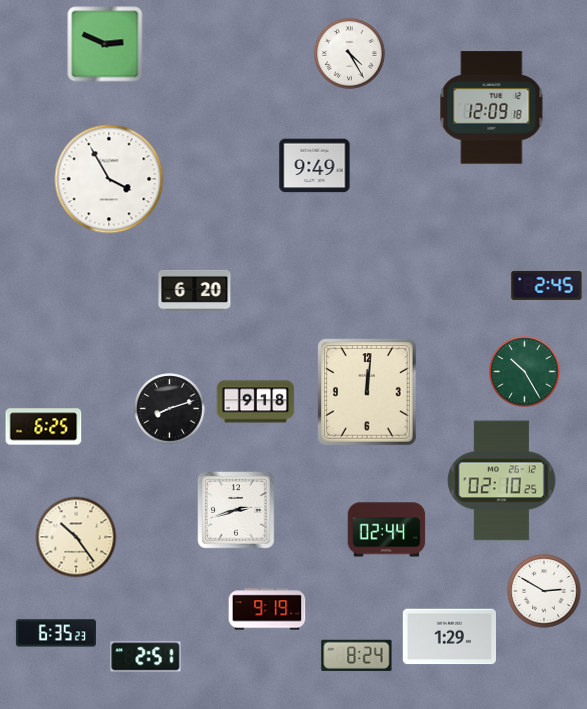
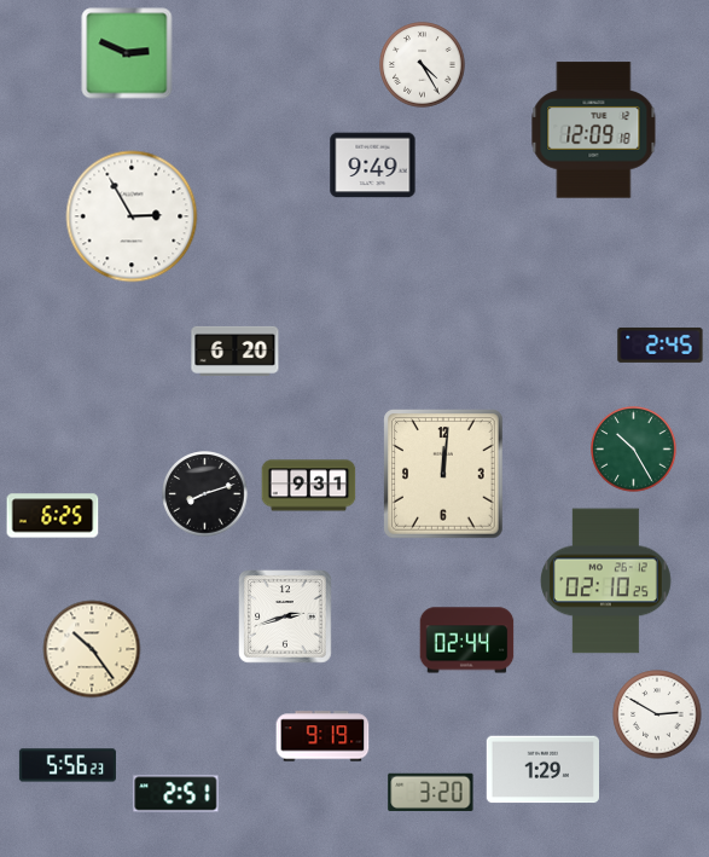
clock at (315, 166) position: (315, 166) -> (373, 166)
clock at (109, 179): 3:55 -> 2:55
clock at (256, 402): 9:18 -> 9:31
clock at (56, 633): 6:35 -> 5:56
clock at (357, 655): 8:24 -> 3:20
